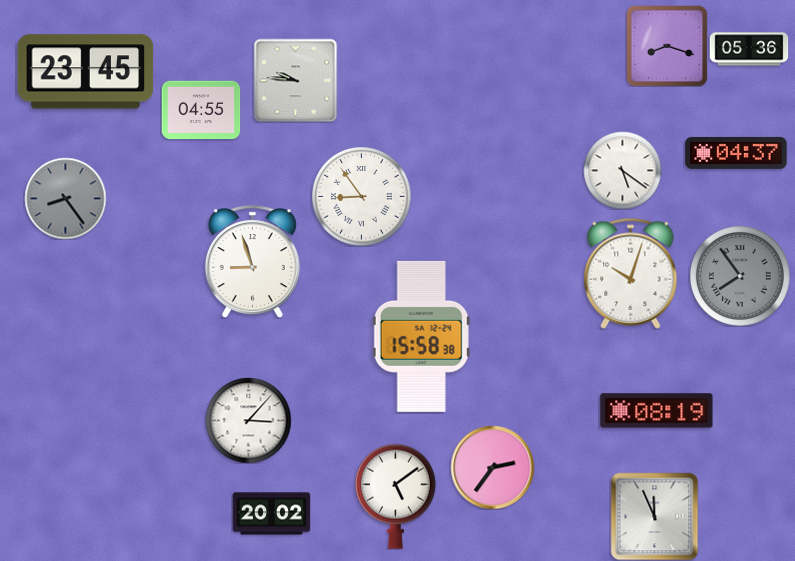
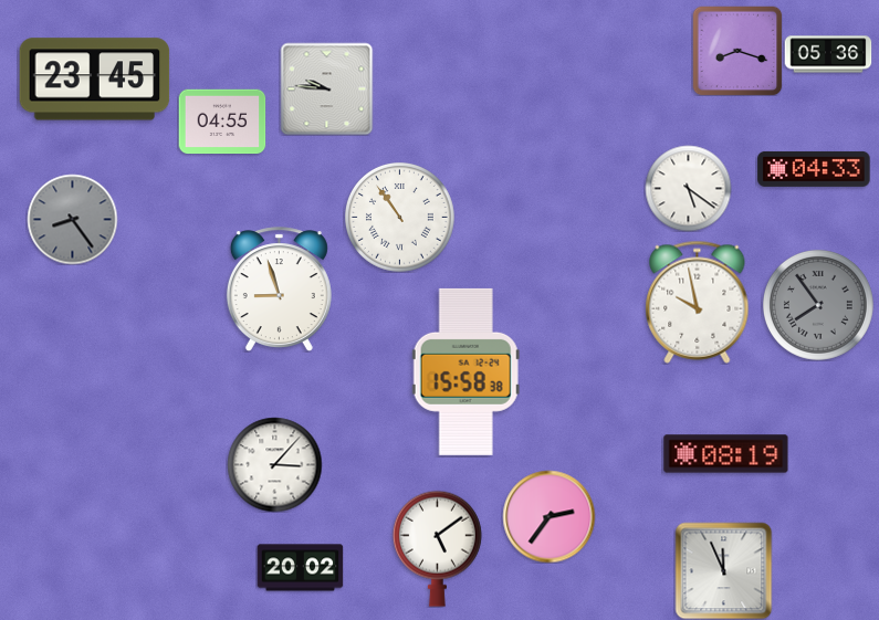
clock at (736, 153): 04:37 -> 04:33
clock at (362, 197): 8:54 -> 10:54
clock at (631, 273): 10:03 -> 9:58
clock at (492, 467) position: (492, 467) -> (548, 516)
